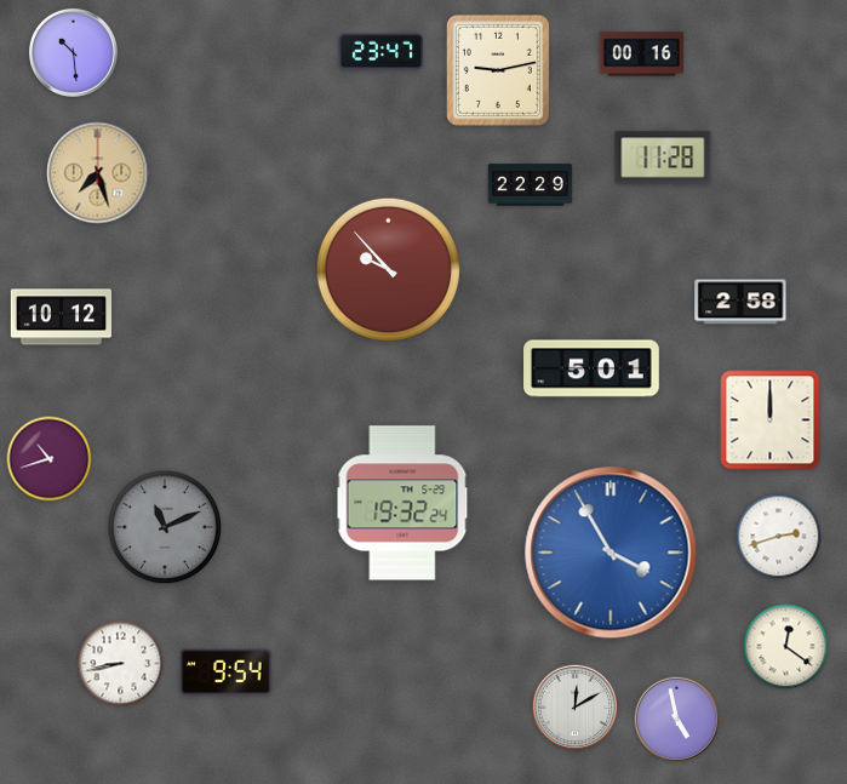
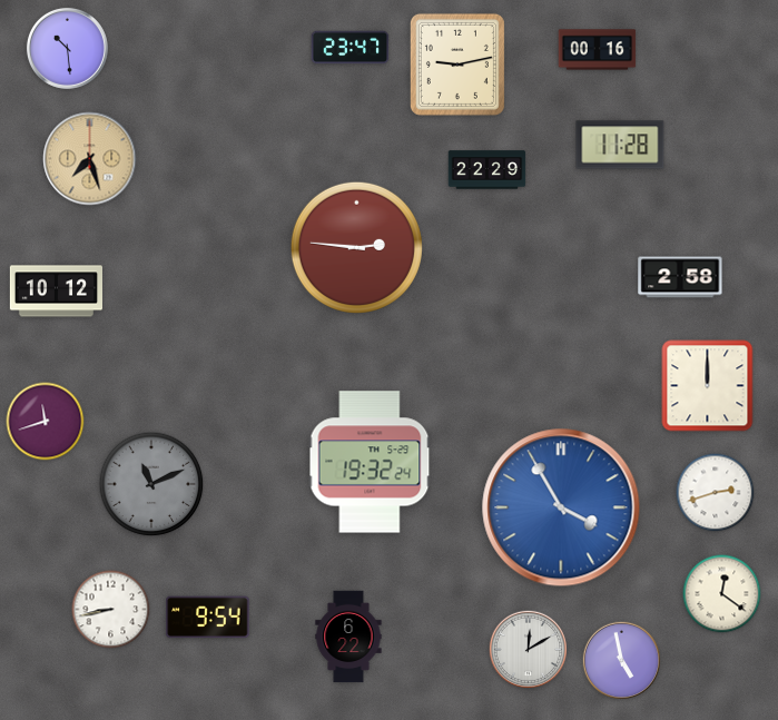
clock at (642, 55) position: (642, 55) -> (598, 50)
clock at (663, 158) position: (663, 158) -> (620, 145)
clock at (388, 269): 9:53 -> 2:46
clock at (591, 368): 5:01 -> none
clock at (50, 459): 10:42 -> 11:42
clock at (348, 637): none -> 6:22
